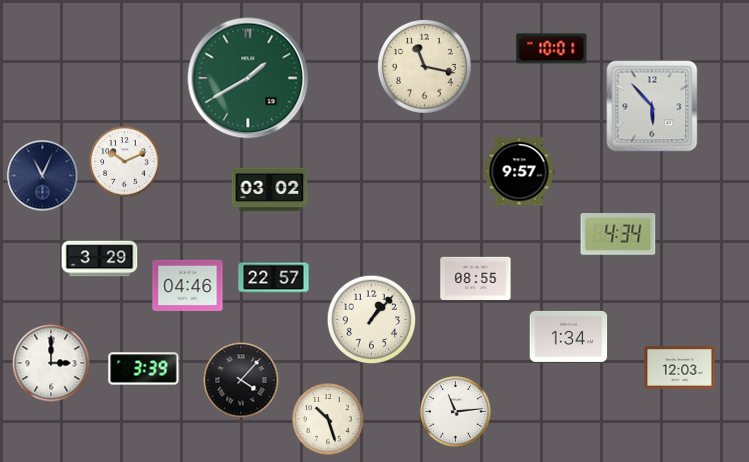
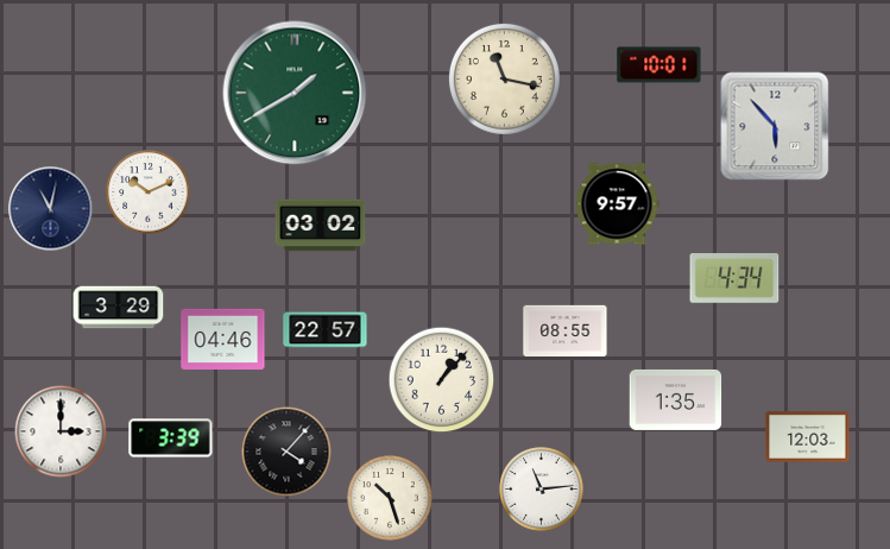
clock at (552, 49) position: (552, 49) -> (659, 65)
clock at (43, 176): 11:04 -> 11:02
clock at (569, 336): 1:34 -> 1:35
